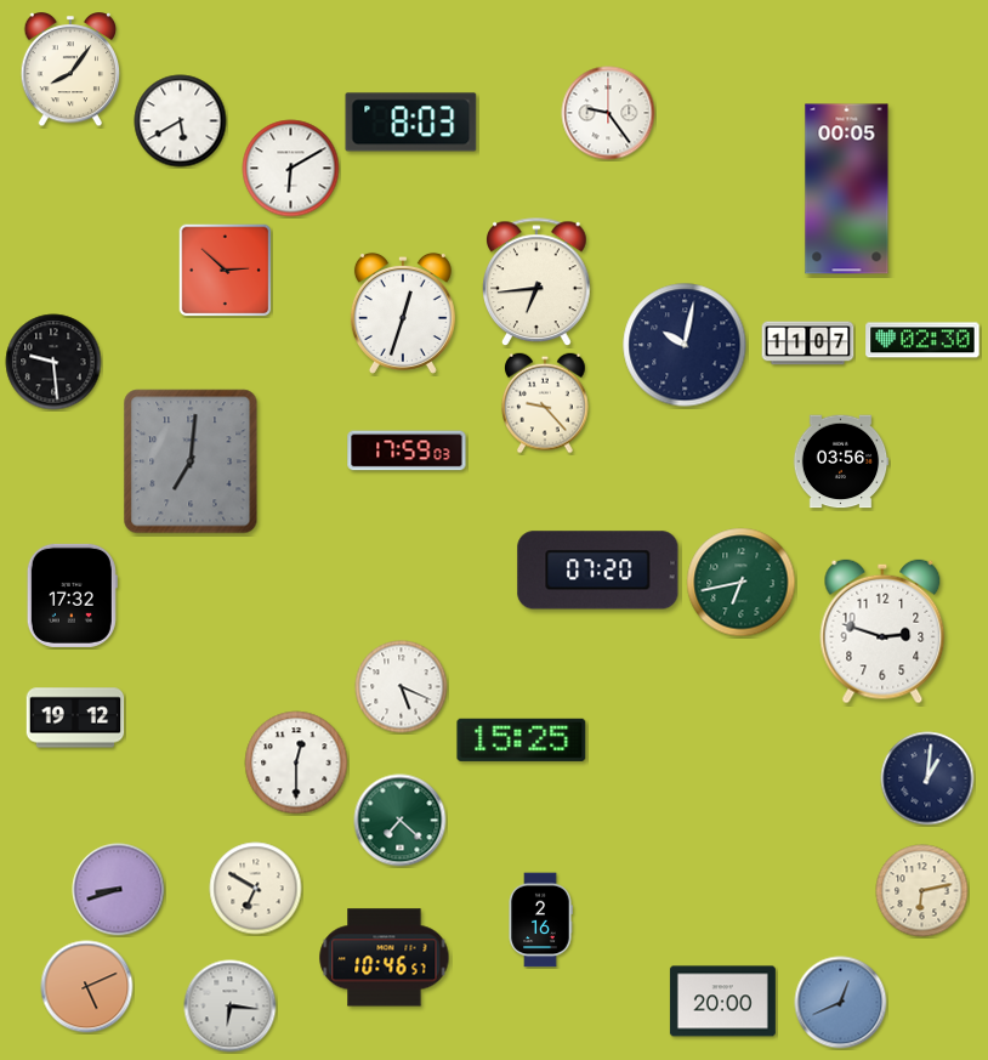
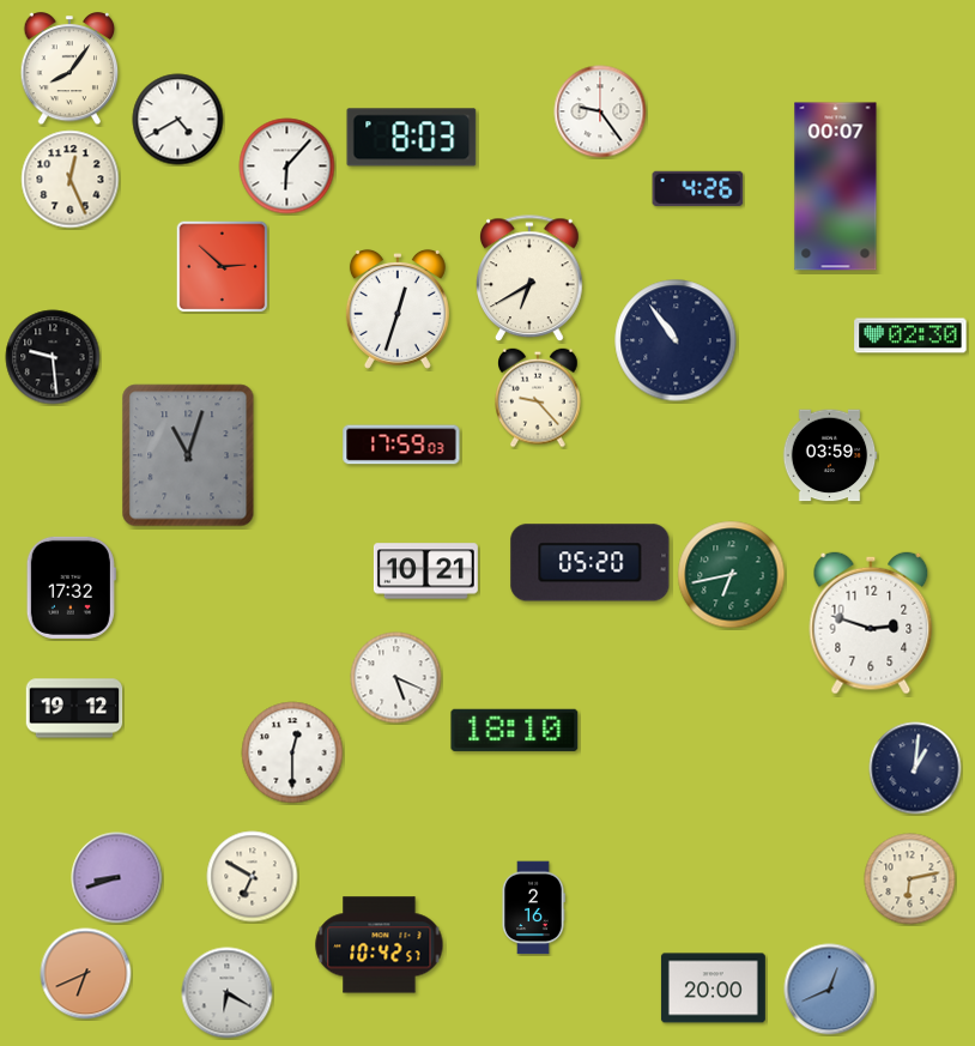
clock at (181, 121): 5:40 -> 4:40
clock at (411, 123) position: (411, 123) -> (412, 138)
clock at (291, 169): 6:10 -> 6:07
clock at (71, 180): none -> 12:26
clock at (847, 189): 00:05 -> 00:07
clock at (698, 188): none -> 4:26
clock at (536, 283): 6:44 -> 6:40
clock at (808, 344): 11:07 -> none
clock at (685, 345): 10:02 -> 10:54
clock at (191, 461): 7:01 -> 11:03
clock at (841, 461): 03:56 -> 03:59
clock at (598, 571): 07:20 -> 05:20
clock at (425, 572): none -> 10:21
clock at (522, 739): 15:25 -> 18:10
clock at (401, 821): 7:22 -> none
clock at (385, 958): 10:46 -> 10:42
clock at (87, 987): 5:11 -> 6:41
clock at (231, 1007): 6:16 -> 6:20
